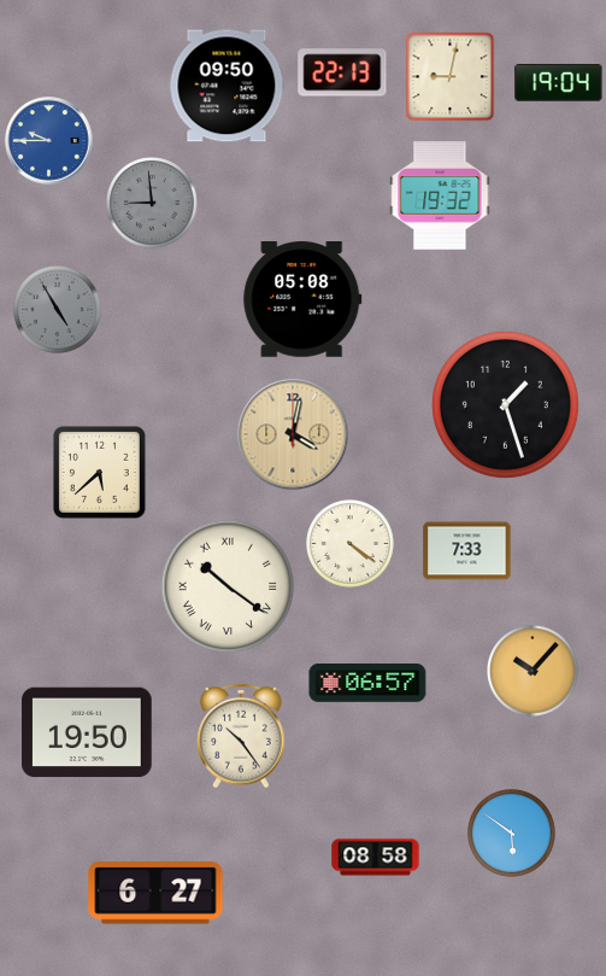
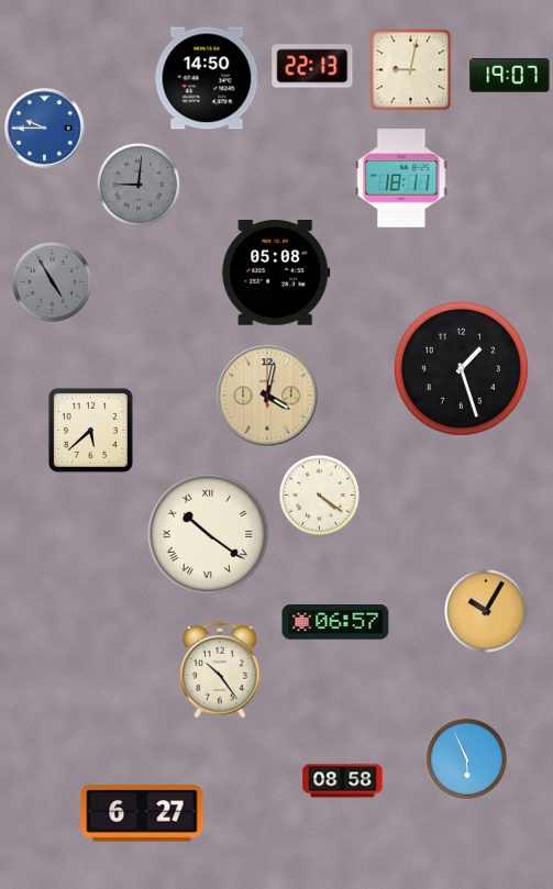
clock at (559, 83): 19:04 -> 19:07
clock at (226, 86): 09:50 -> 14:50
clock at (440, 195): 19:32 -> 18:11
clock at (153, 204): 8:59 -> 9:01
clock at (467, 551): 7:33 -> none
clock at (534, 672): 10:07 -> 10:05
clock at (88, 732): 19:50 -> none
clock at (511, 832): 5:51 -> 5:56
